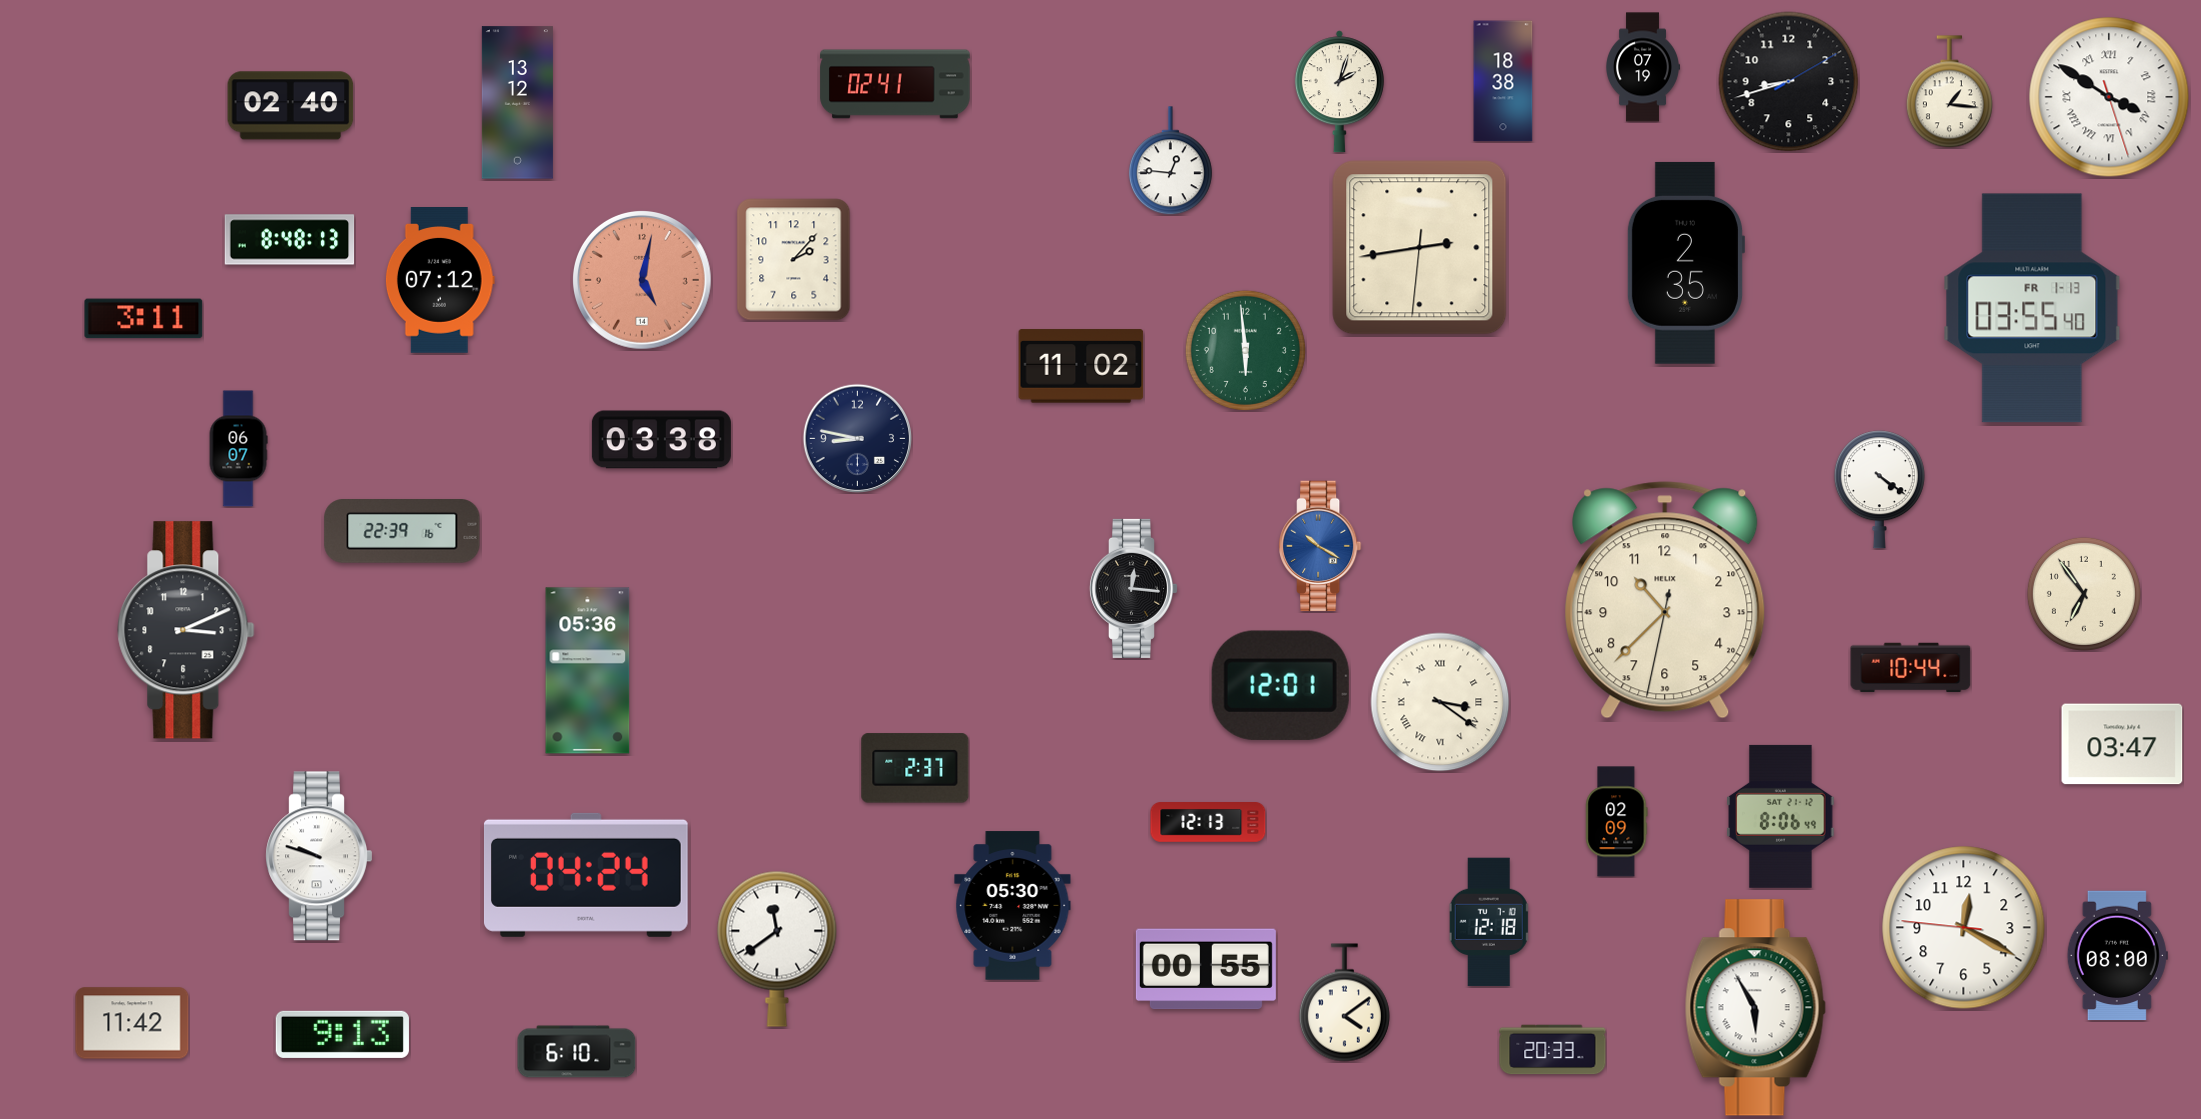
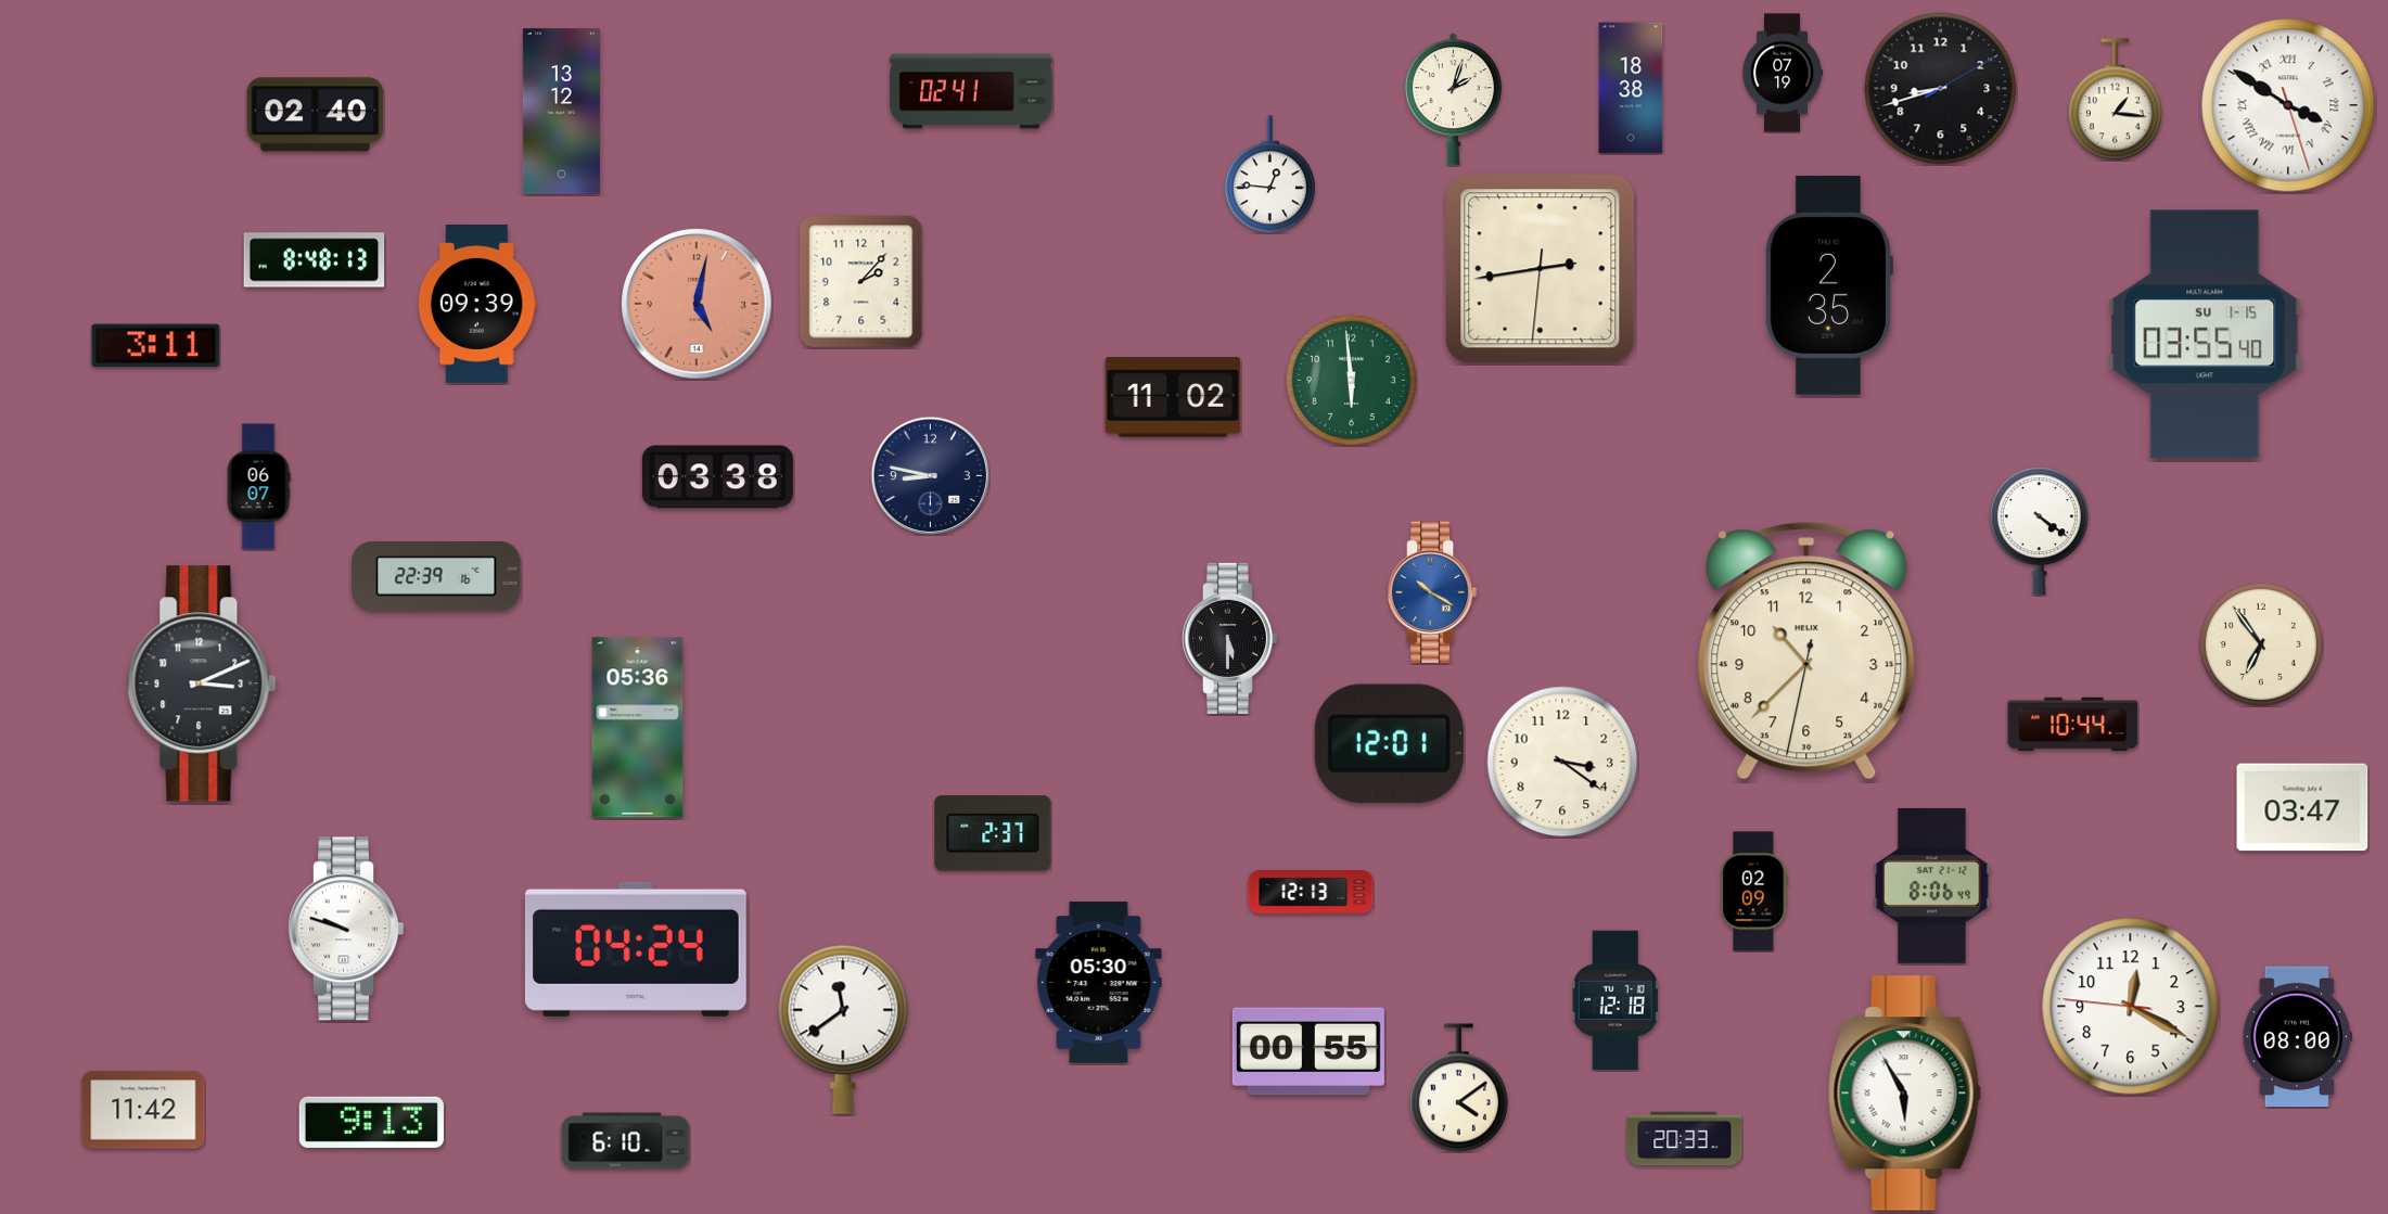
clock at (440, 281): 07:12 -> 09:39
clock at (2032, 308) date: FR 1-13 -> SU 1-15
clock at (1133, 588): 12:16 -> 5:30
clock at (1440, 702) numerals: Roman -> Arabic
